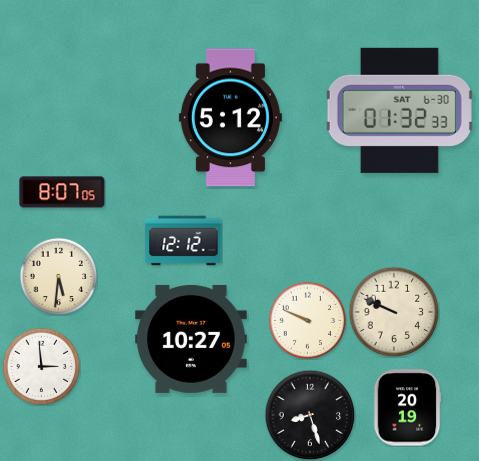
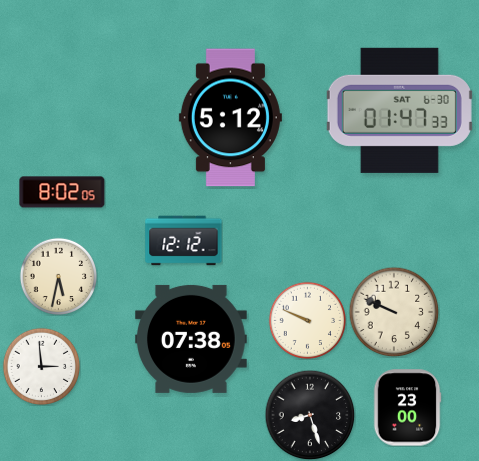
clock at (399, 110): 01:32 -> 01:47
clock at (62, 192): 8:07 -> 8:02
clock at (58, 276): 5:31 -> 5:32
clock at (192, 339): 10:27 -> 07:38
clock at (407, 408): 20:19 -> 23:00
